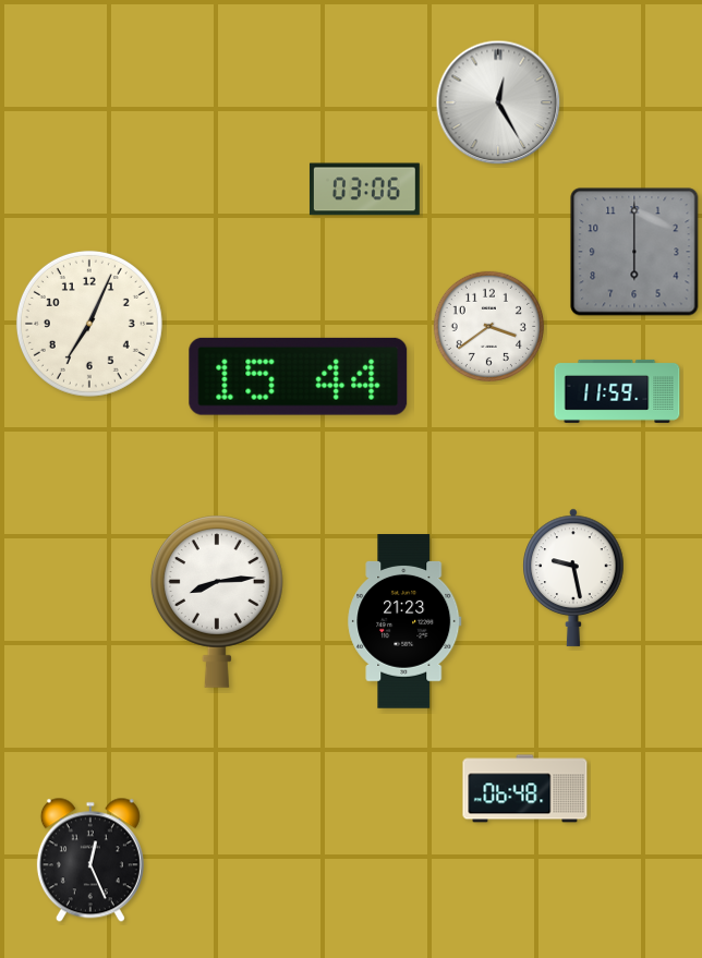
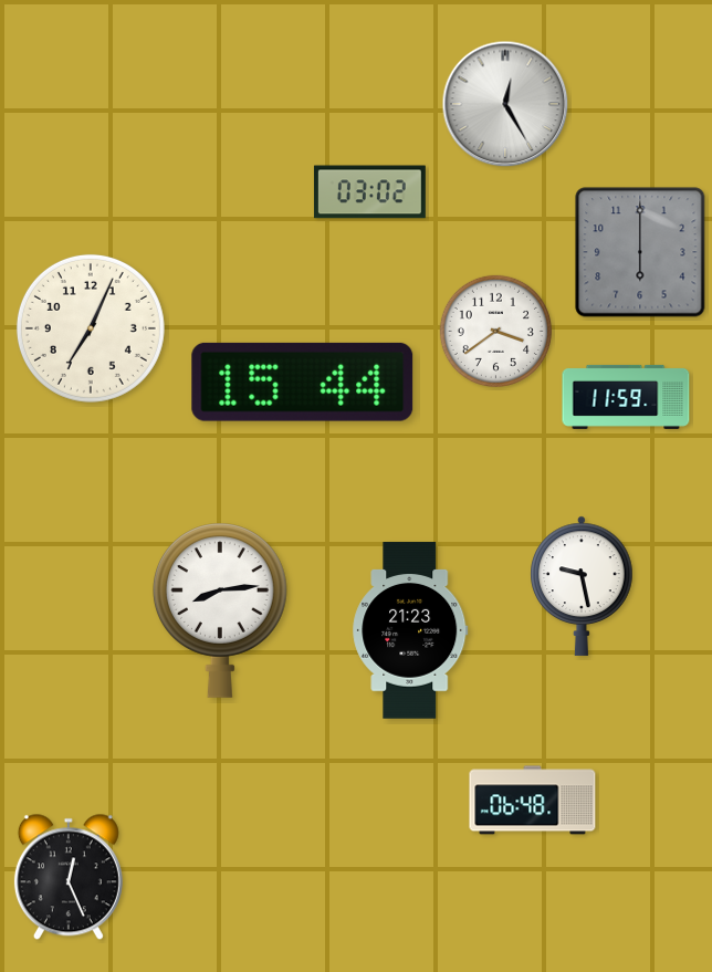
clock at (364, 190): 03:06 -> 03:02
clock at (634, 252) position: (634, 252) -> (640, 252)
clock at (90, 860) position: (90, 860) -> (69, 877)
